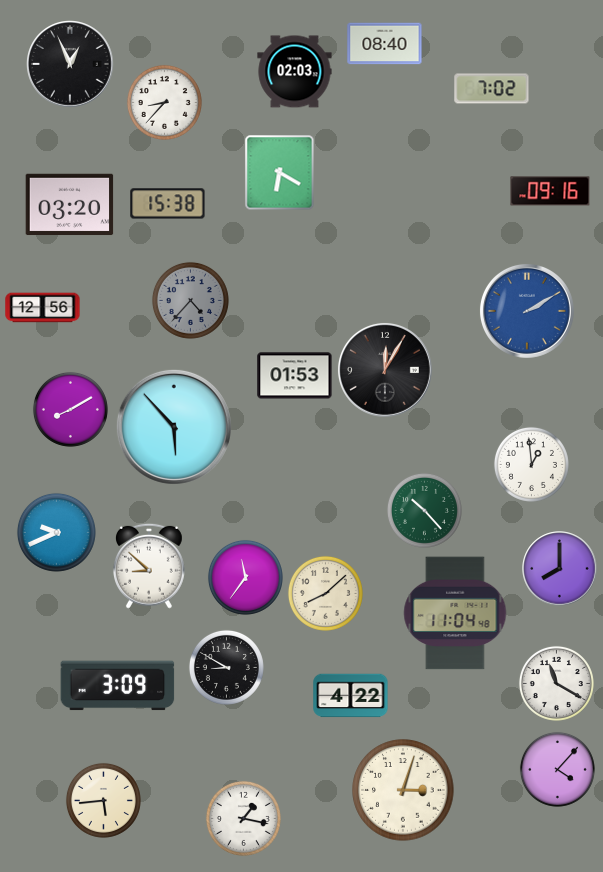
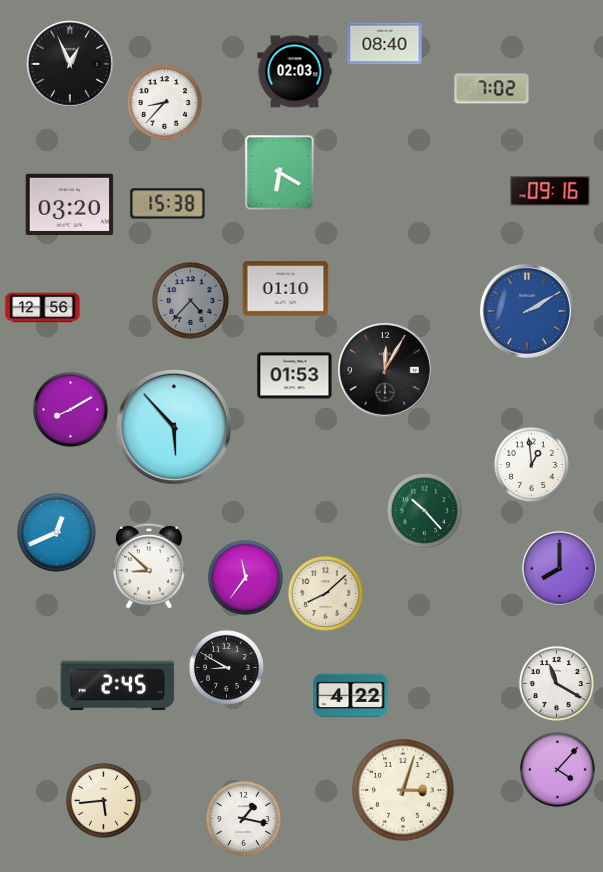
clock at (286, 289): none -> 01:10
clock at (56, 532): 9:41 -> 12:41
clock at (455, 613): 11:04 -> none
clock at (118, 686): 3:09 -> 2:45
